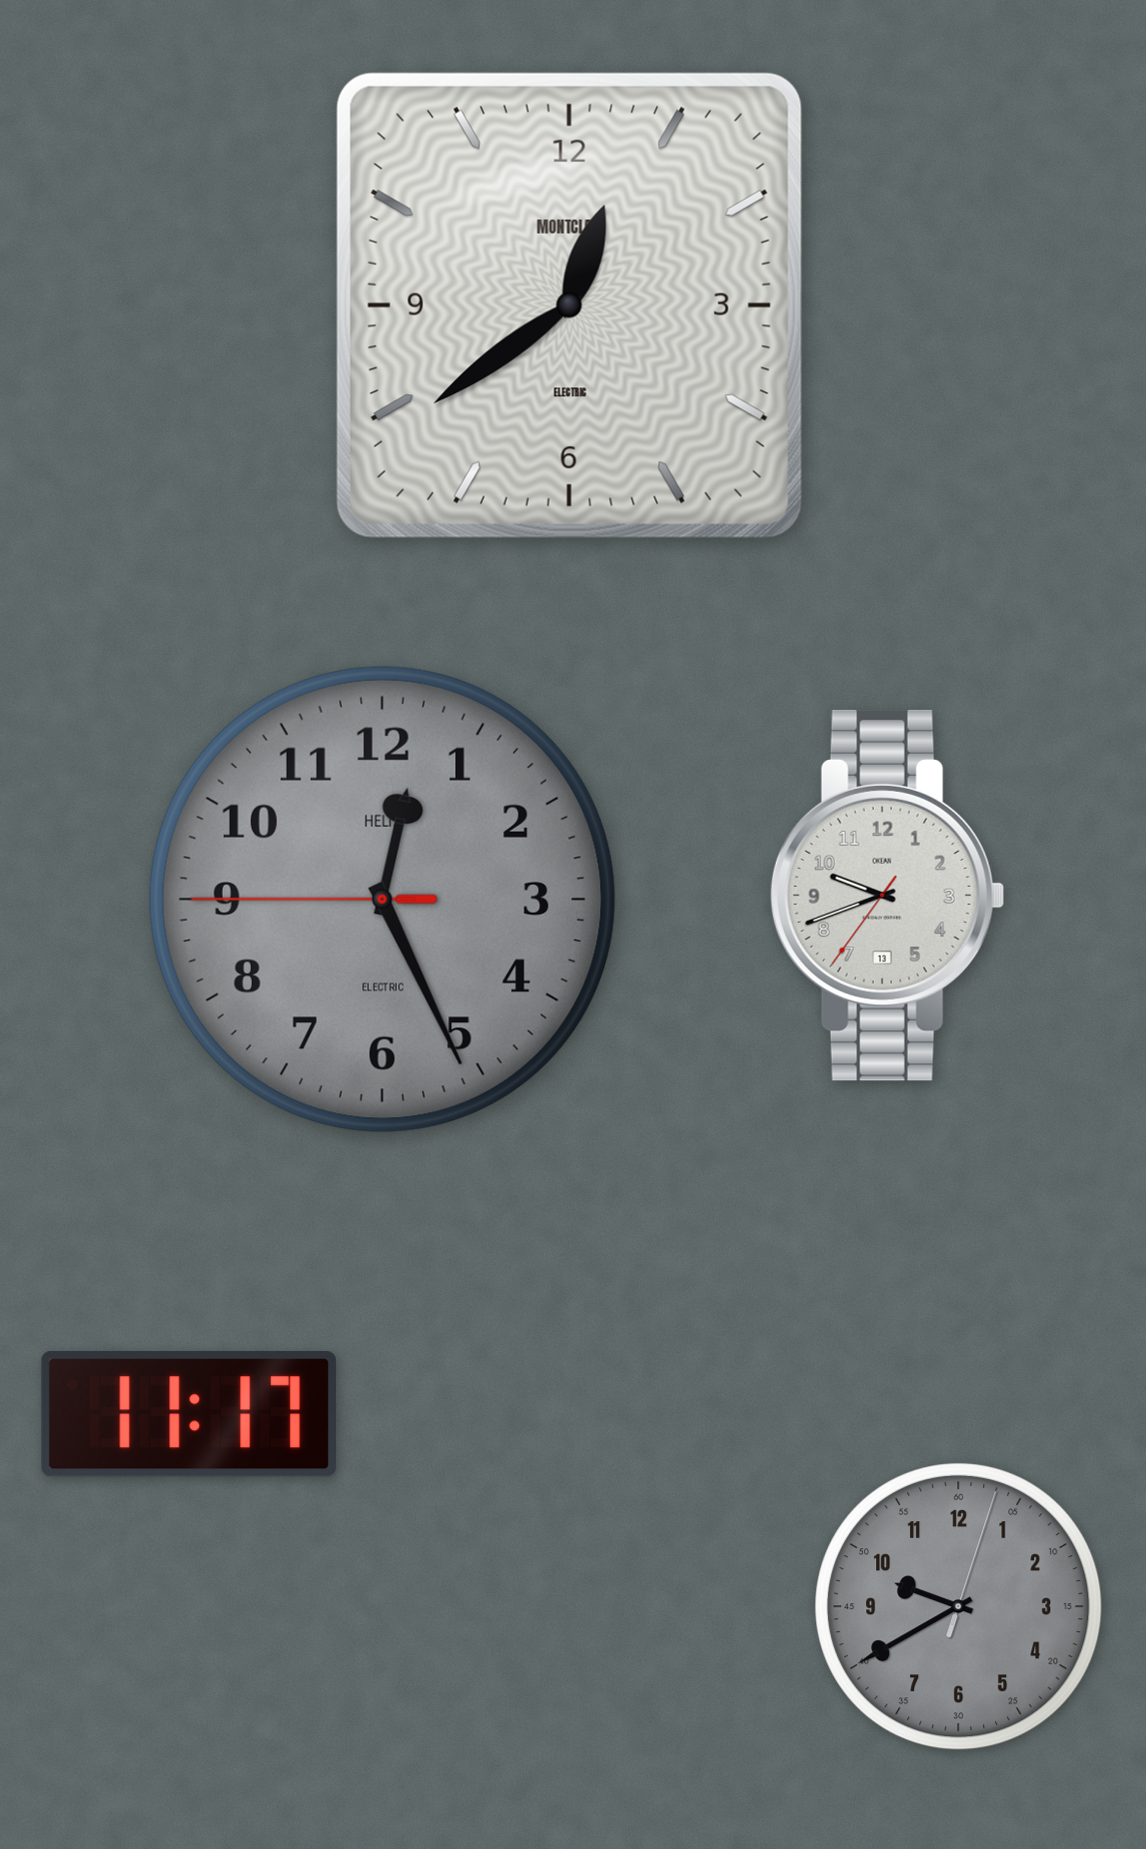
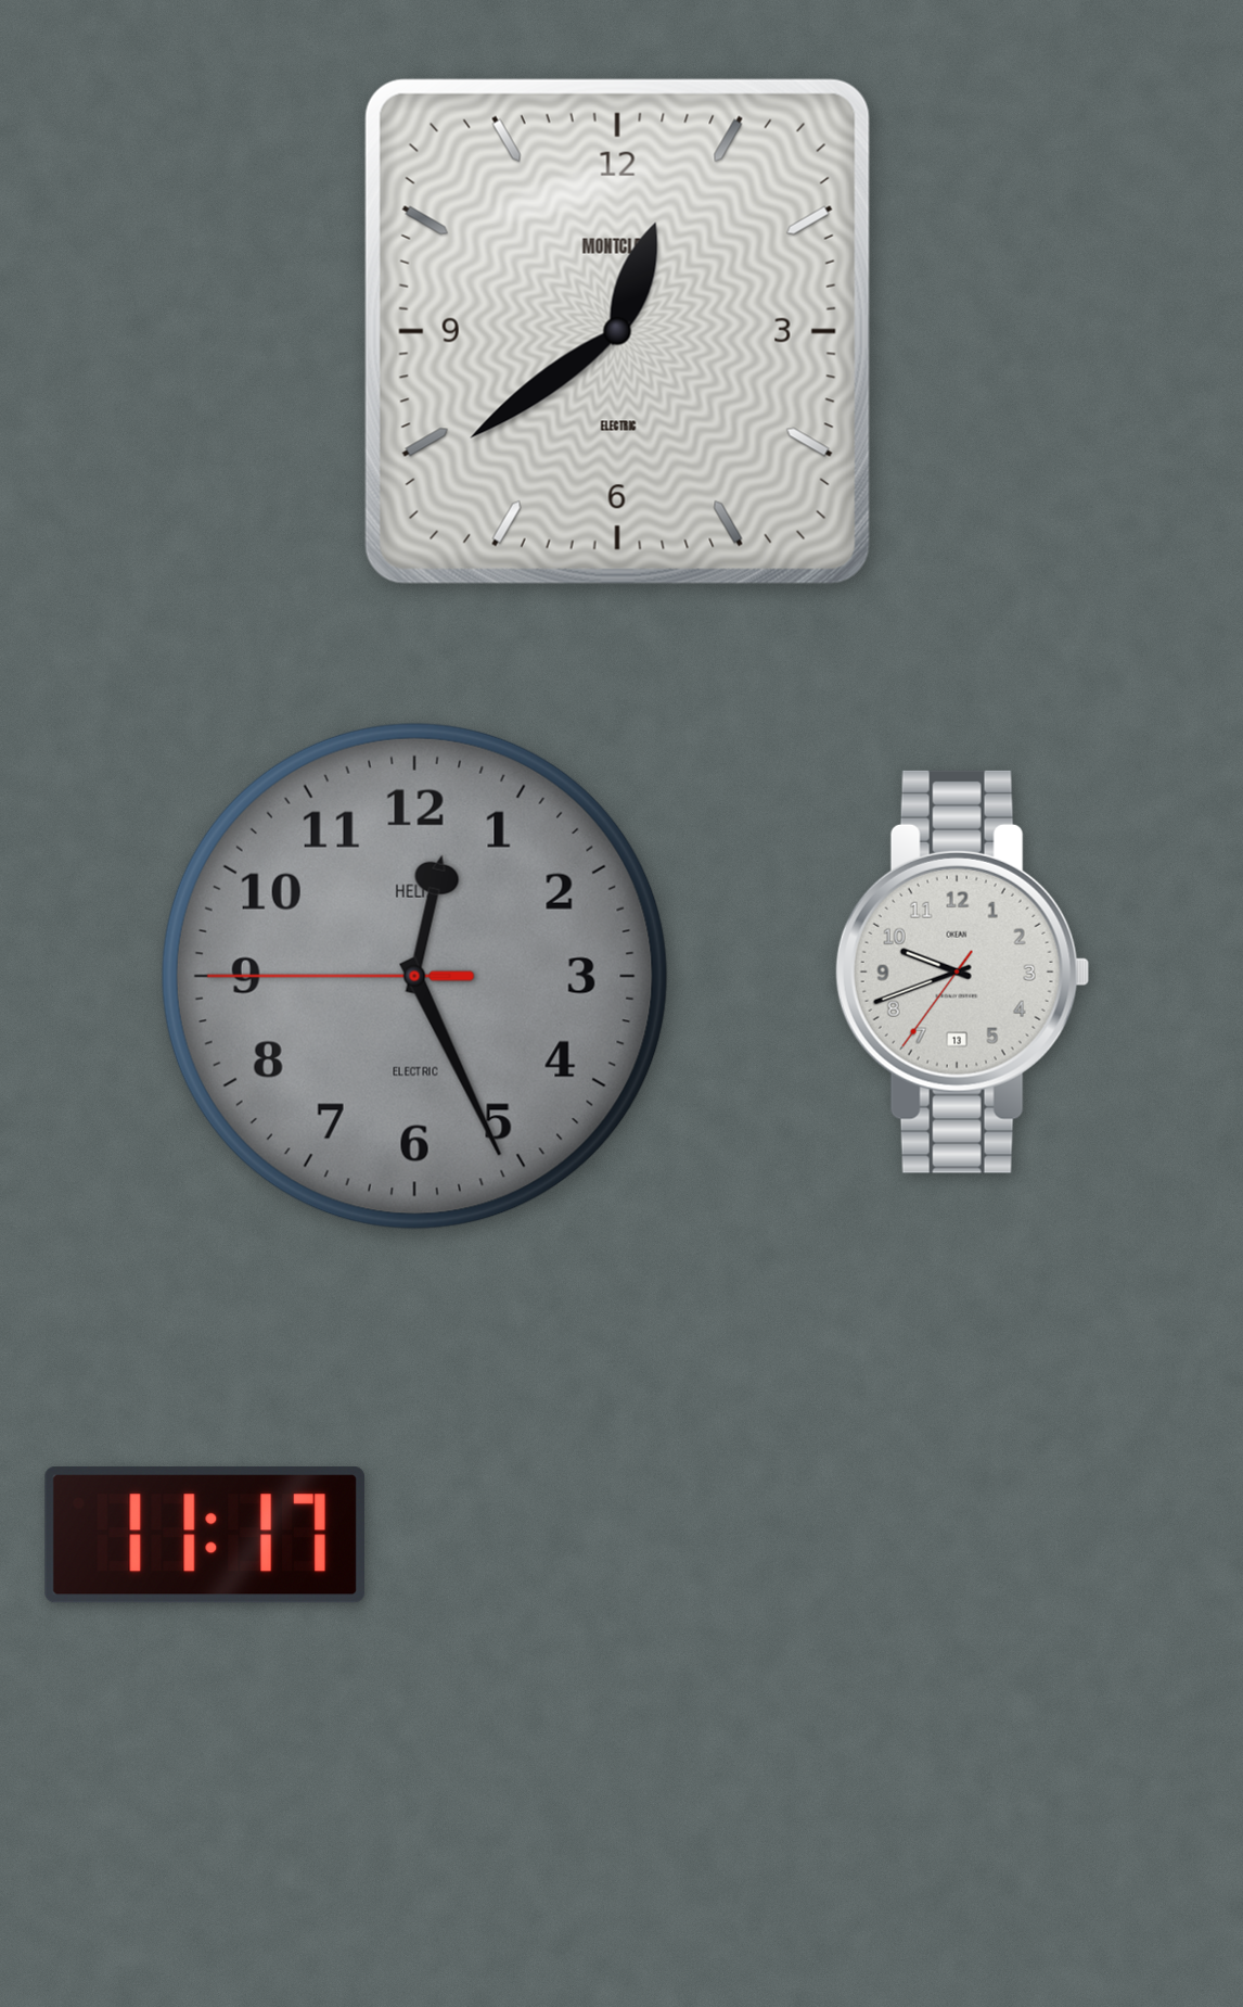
clock at (959, 1607): 9:40 -> none
